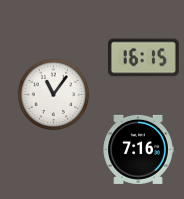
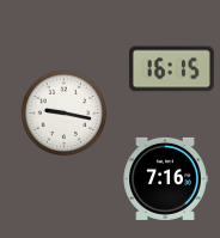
clock at (54, 95): 11:06 -> 9:17
